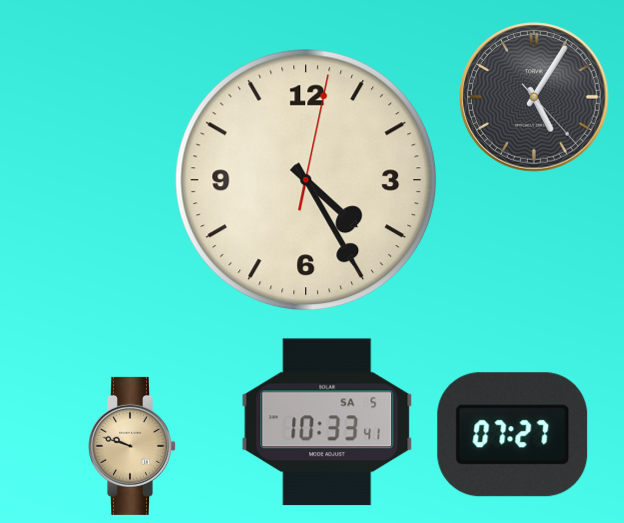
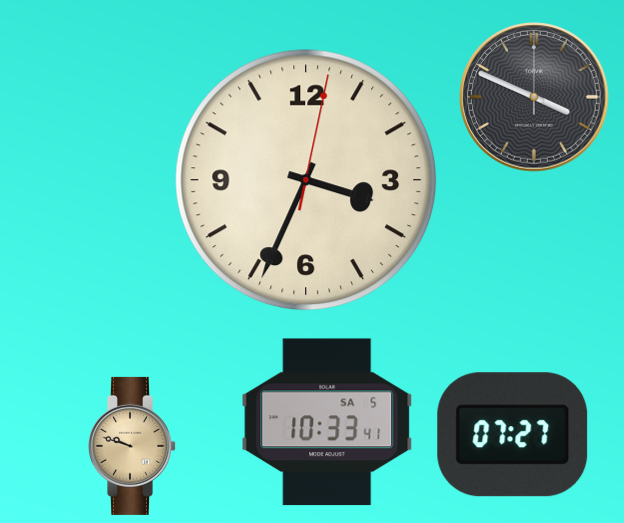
clock at (534, 97): 5:05 -> 3:49
clock at (306, 180): 4:25 -> 3:34
